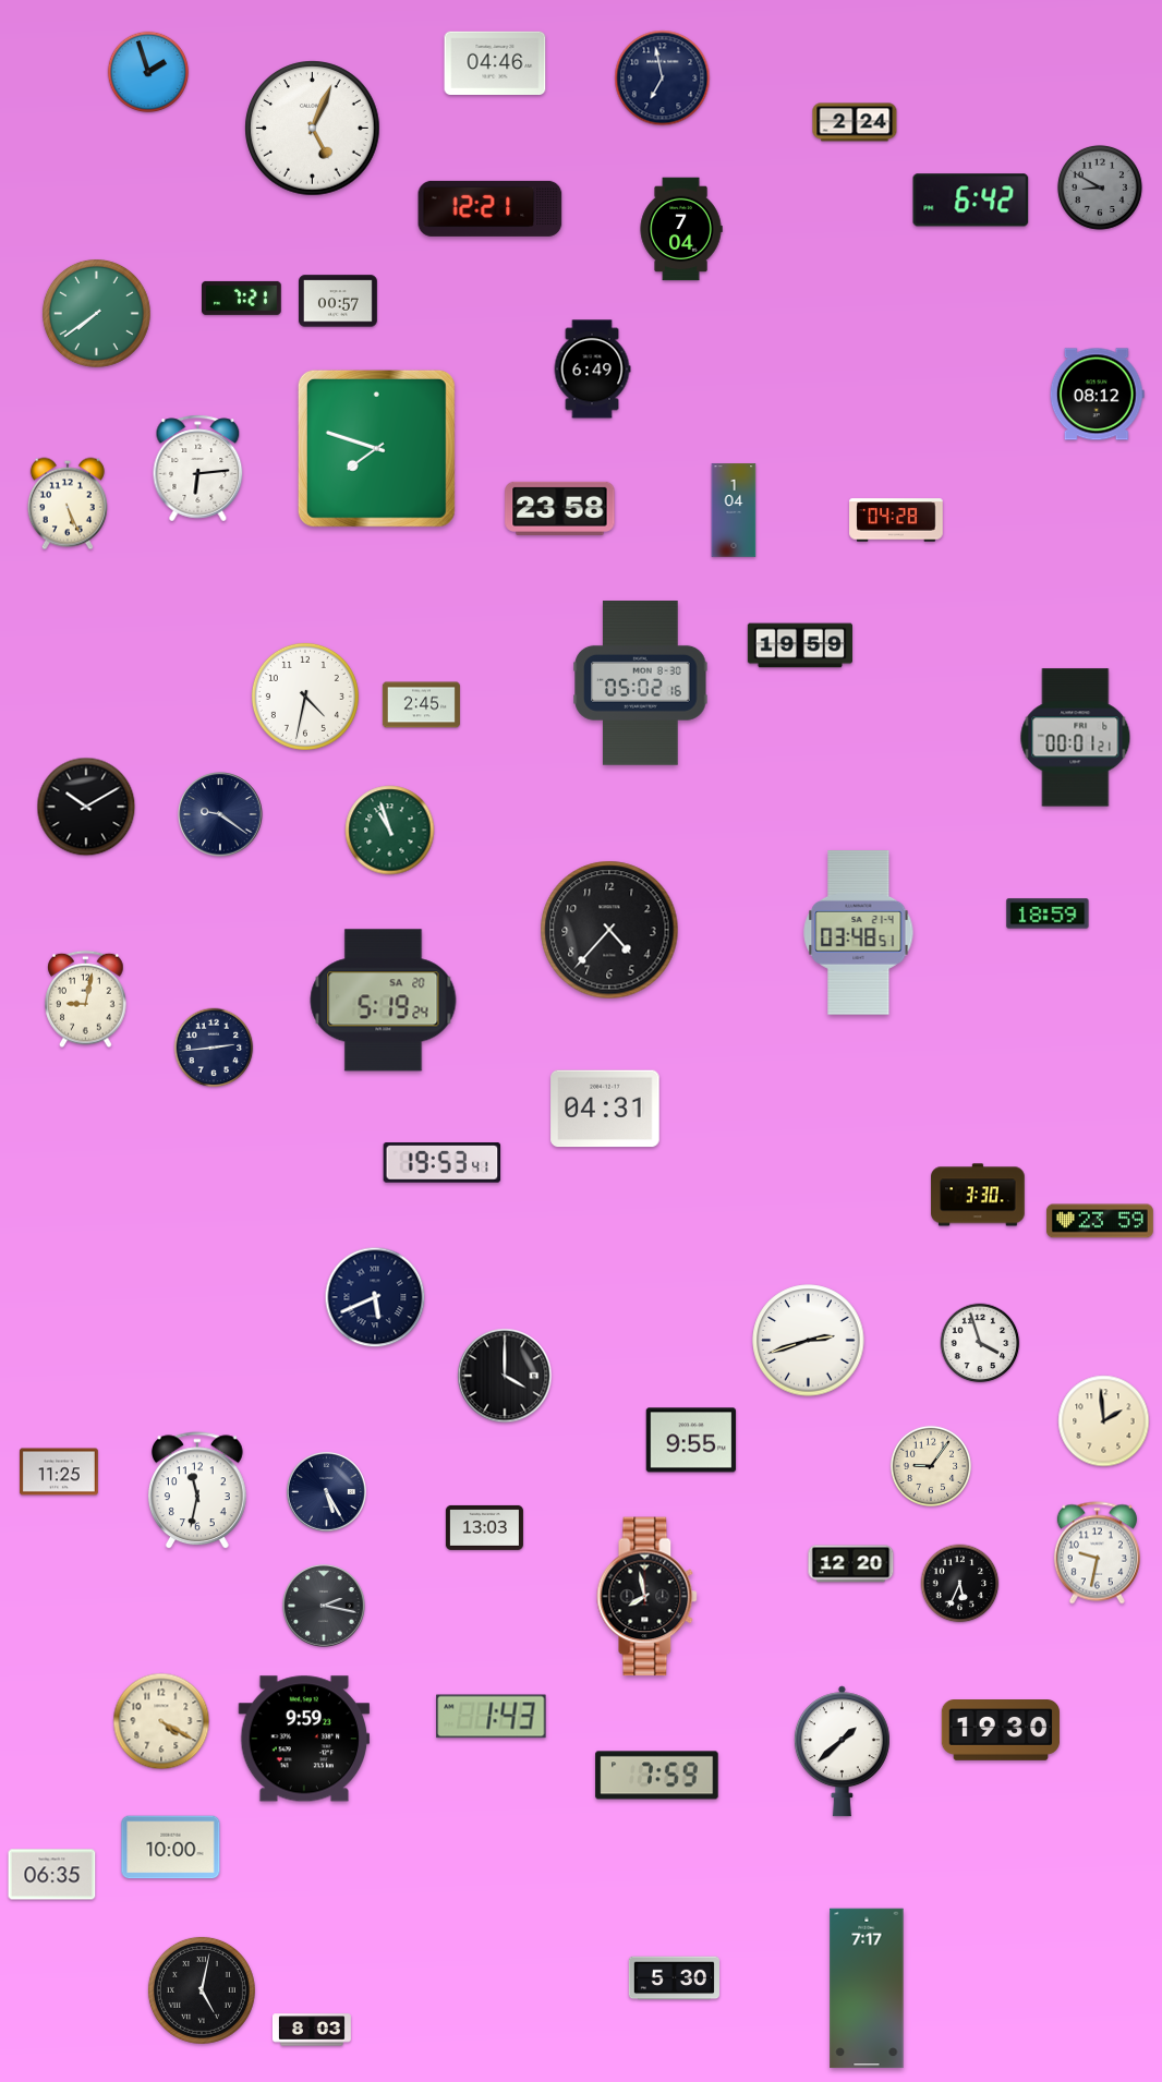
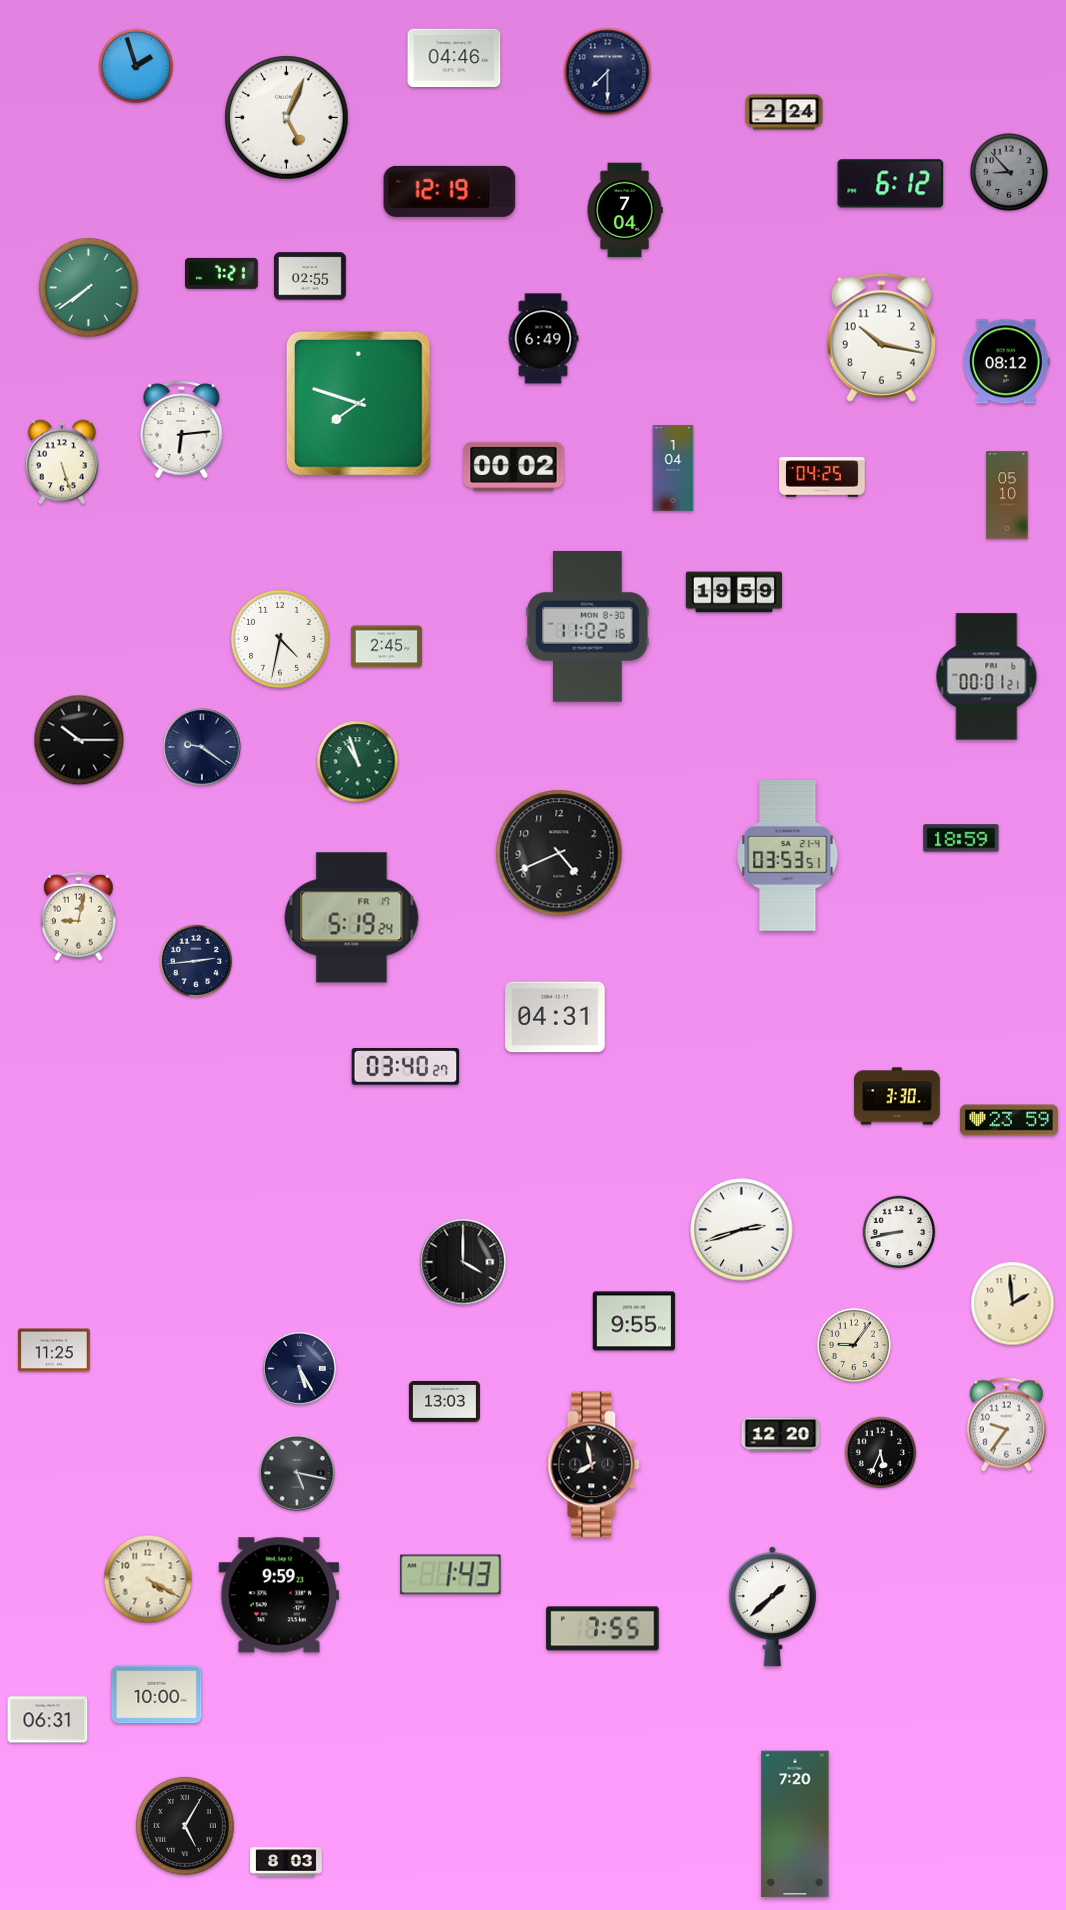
clock at (663, 78): 6:58 -> 7:30
clock at (1100, 187): 8:50 -> 8:53
clock at (971, 201): 6:42 -> 6:12
clock at (491, 208): 12:21 -> 12:19
clock at (338, 301): 00:57 -> 02:55
clock at (881, 337): none -> 10:17
clock at (376, 448) position: (376, 448) -> (358, 403)
clock at (68, 504): 5:26 -> 5:27
clock at (560, 508): 23:58 -> 00:02
clock at (896, 520): 04:28 -> 04:25
clock at (1007, 495): none -> 05:10
clock at (641, 683): 05:02 -> 11:02
clock at (86, 807): 10:10 -> 10:15
clock at (609, 930): 4:37 -> 4:41
clock at (859, 933): 03:48 -> 03:53
clock at (384, 1001) date: SA 20 -> FR 17
clock at (443, 1163): 19:53 -> 03:40
clock at (375, 1297): 5:41 -> none
clock at (980, 1343): 3:57 -> 8:43
clock at (197, 1491): 11:32 -> none
clock at (1097, 1553): 9:32 -> 9:36
clock at (324, 1606): 2:17 -> 5:17
clock at (1001, 1731): 19:30 -> none
clock at (657, 1776): 7:59 -> 7:55
clock at (52, 1875): 06:35 -> 06:31
clock at (674, 1978): 5:30 -> none
clock at (867, 1988): 7:17 -> 7:20
clock at (202, 1990): 5:02 -> 5:05
